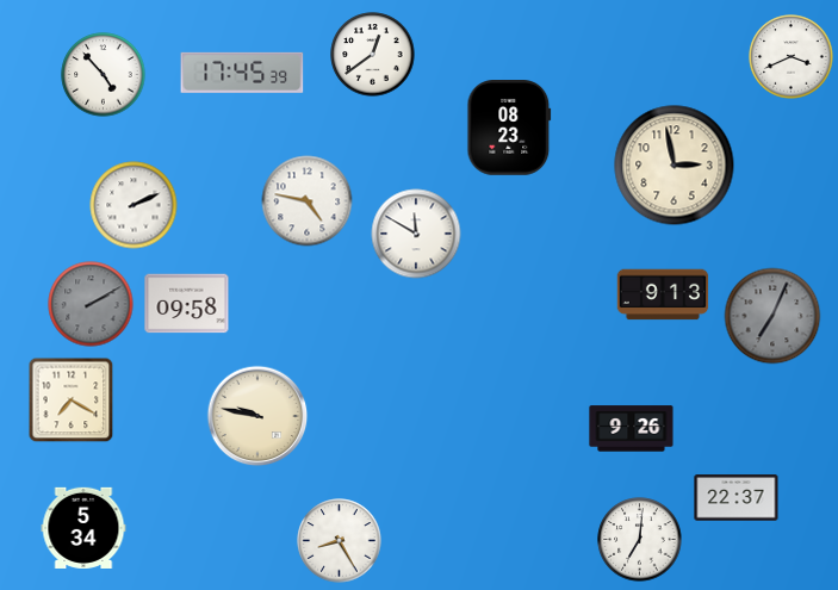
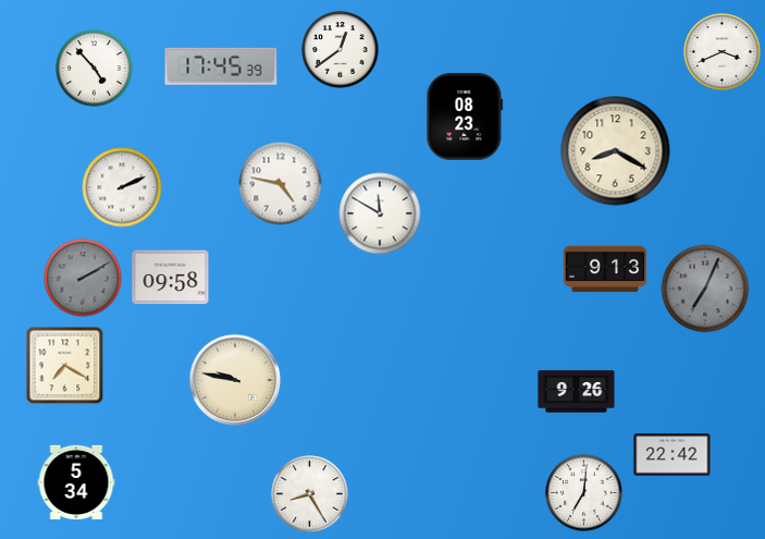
clock at (675, 166): 2:58 -> 8:20
clock at (737, 498): 22:37 -> 22:42
